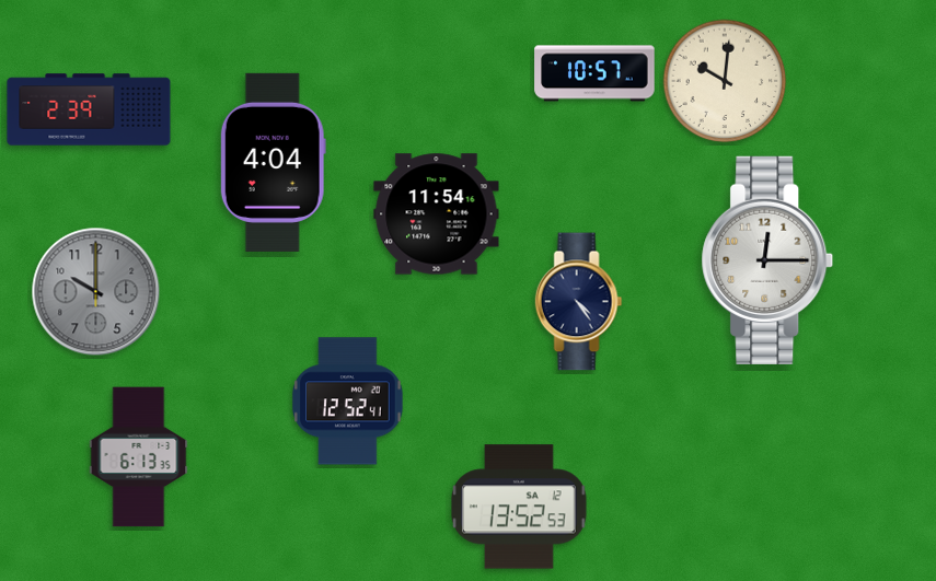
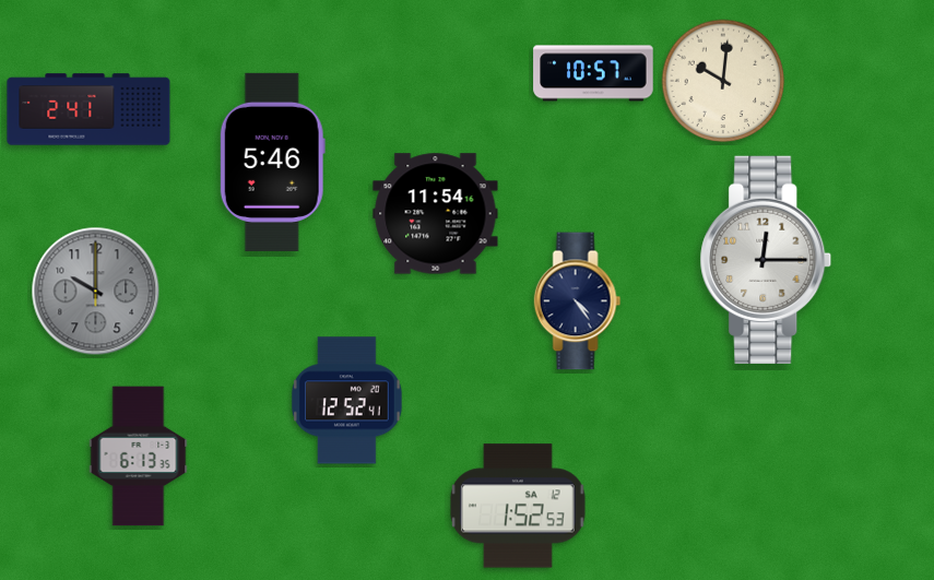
clock at (89, 109): 2:39 -> 2:41
clock at (273, 162): 4:04 -> 5:46
clock at (520, 507): 13:52 -> 1:52
